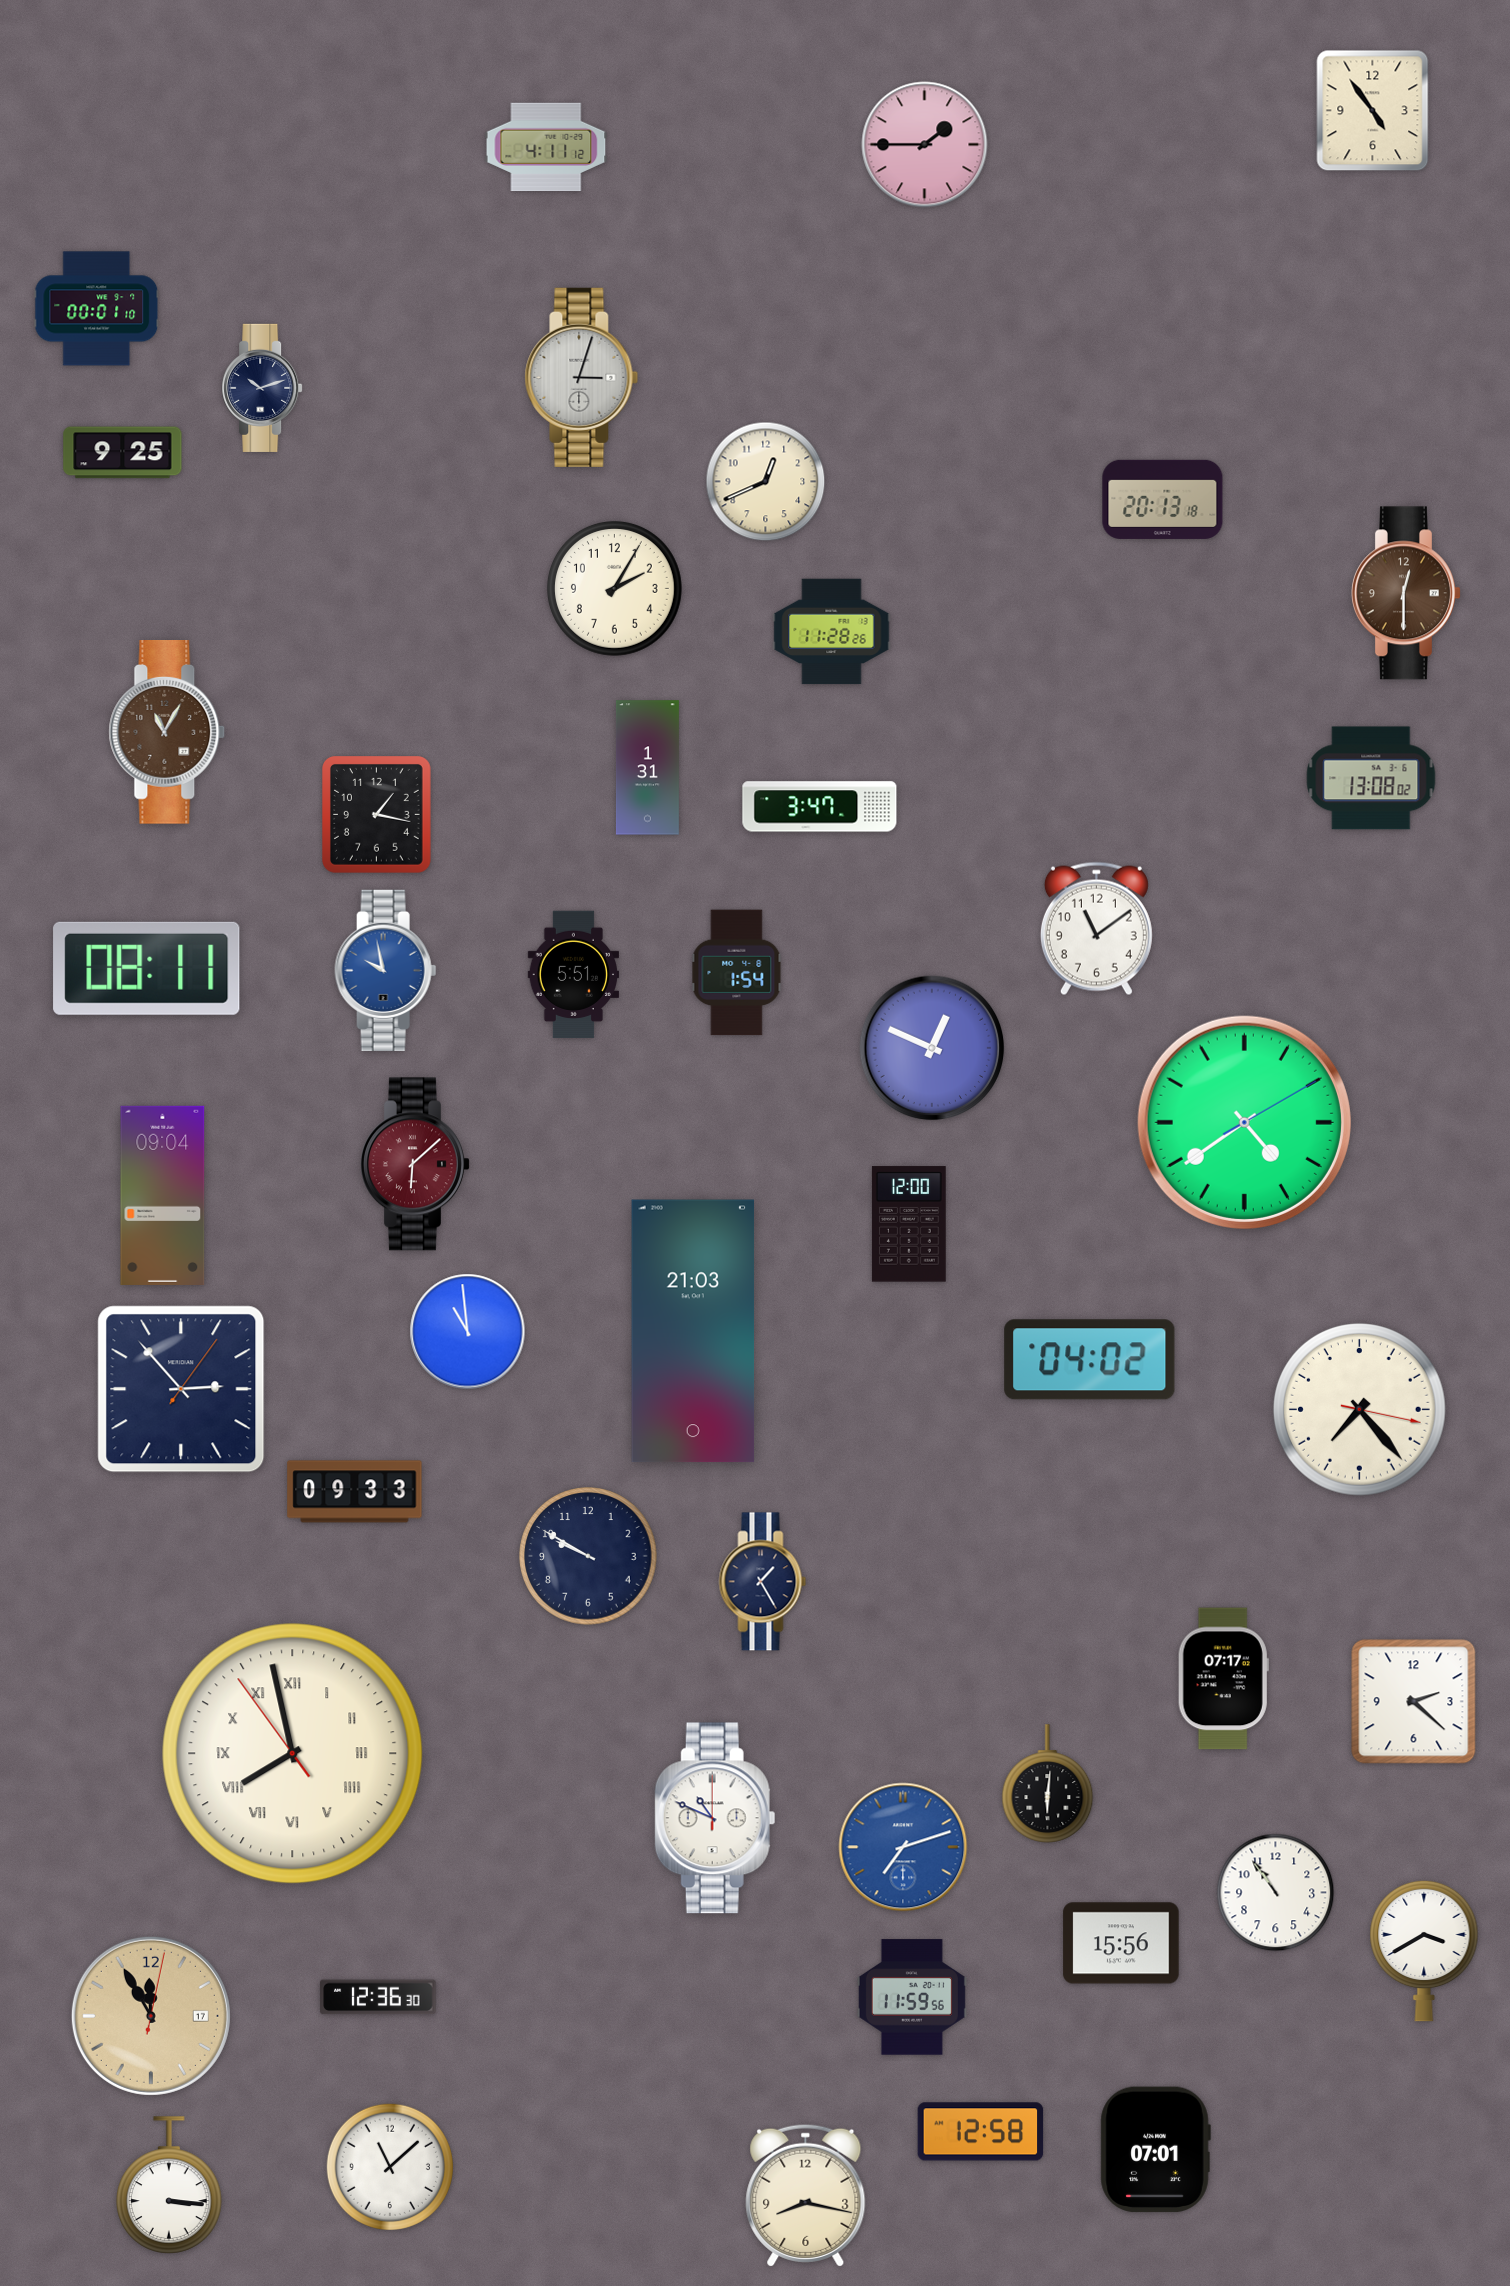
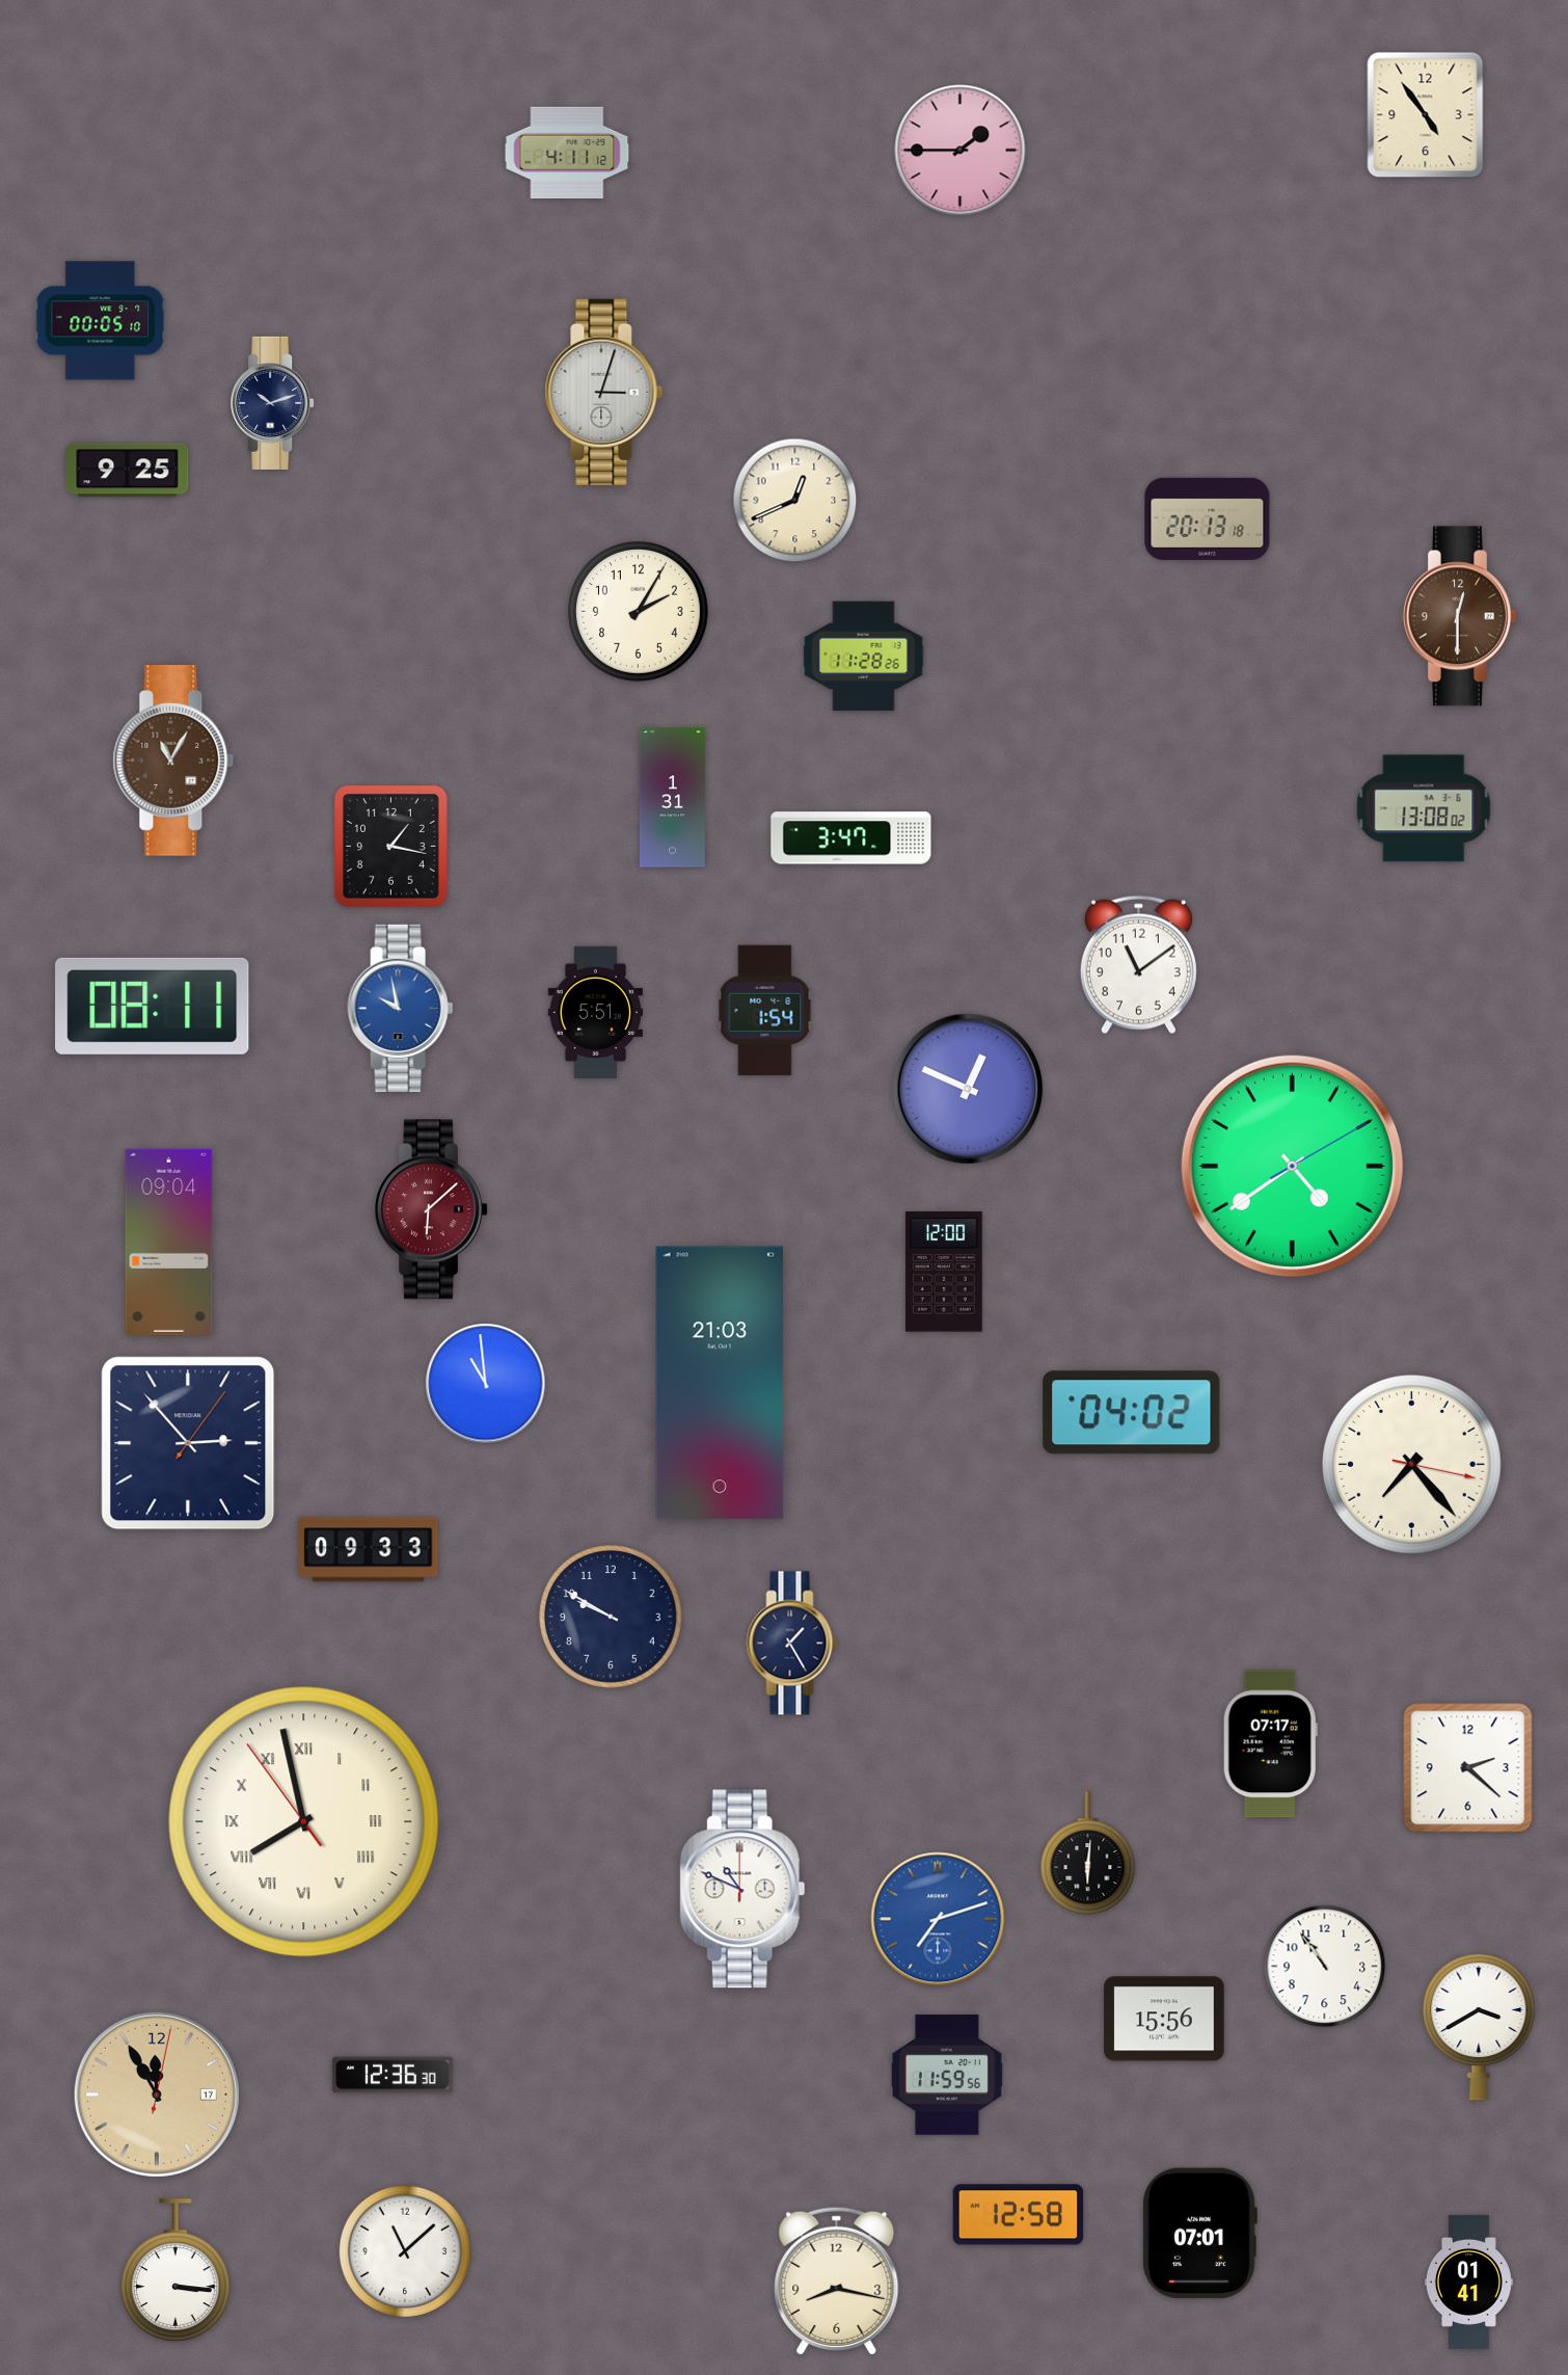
clock at (97, 309): 00:01 -> 00:05
clock at (1468, 2281): none -> 01:41
